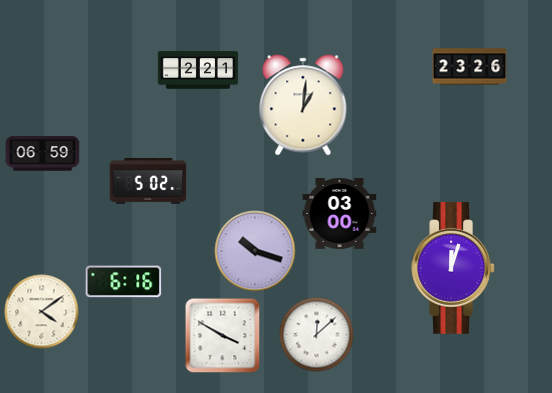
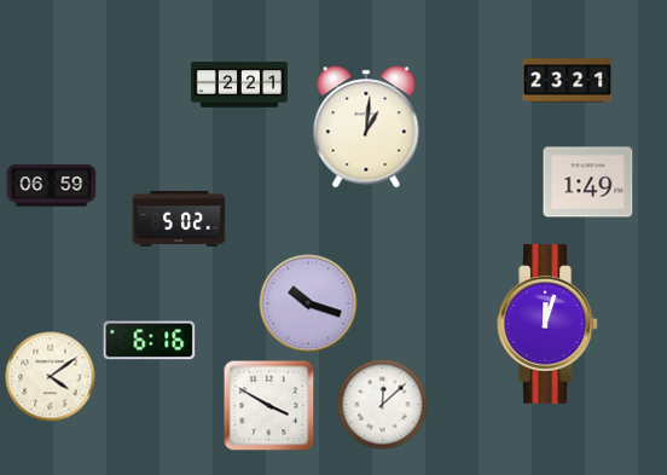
clock at (470, 67): 23:26 -> 23:21
clock at (588, 183): none -> 1:49
clock at (340, 214): 03:00 -> none
